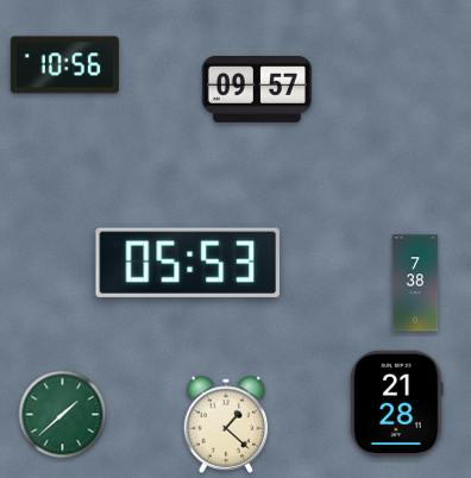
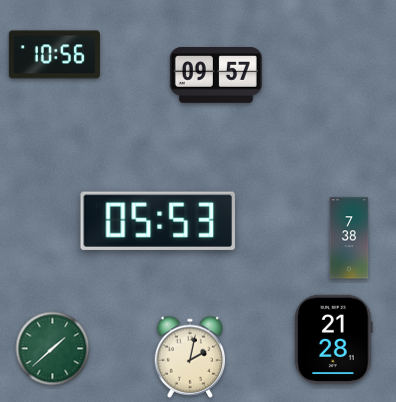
clock at (226, 424): 1:22 -> 2:02
